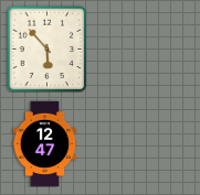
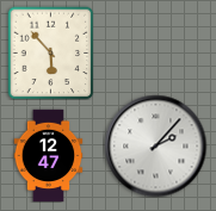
clock at (155, 145): none -> 2:07
